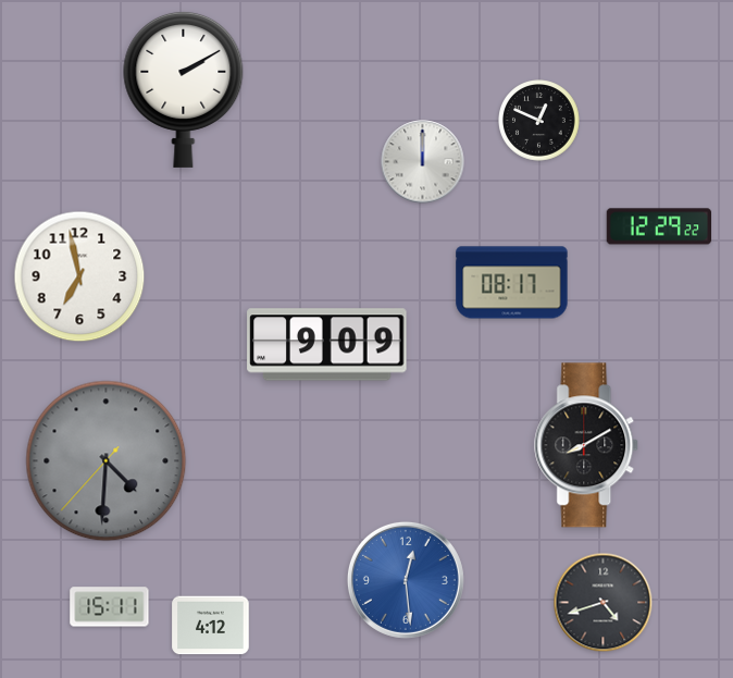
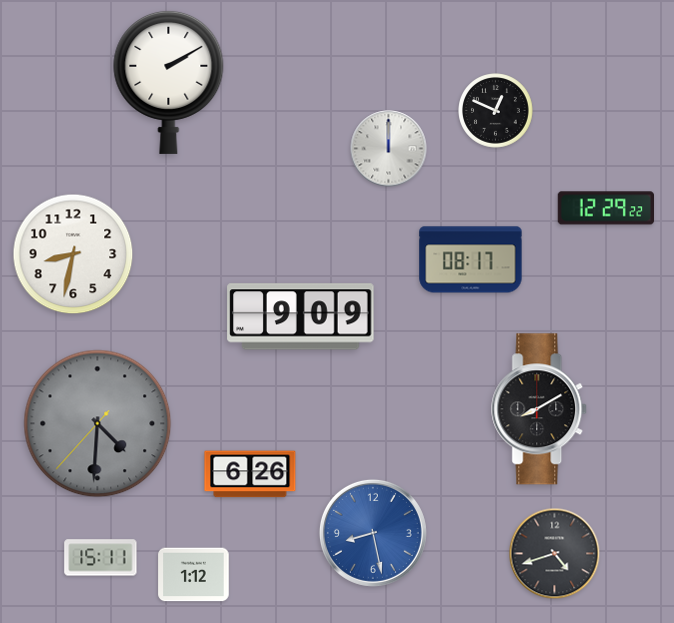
clock at (79, 276): 6:58 -> 8:32
clock at (250, 474): none -> 6:26
clock at (406, 580): 12:29 -> 8:28
clock at (211, 626): 4:12 -> 1:12
